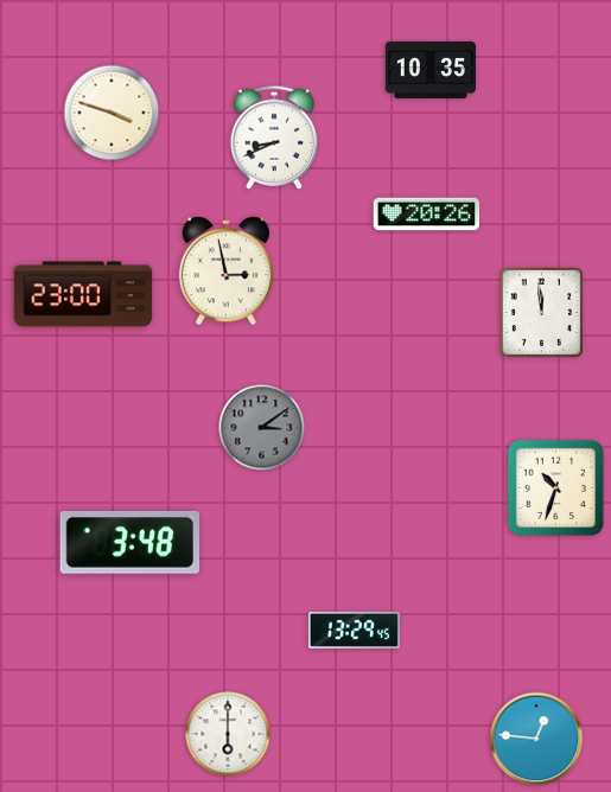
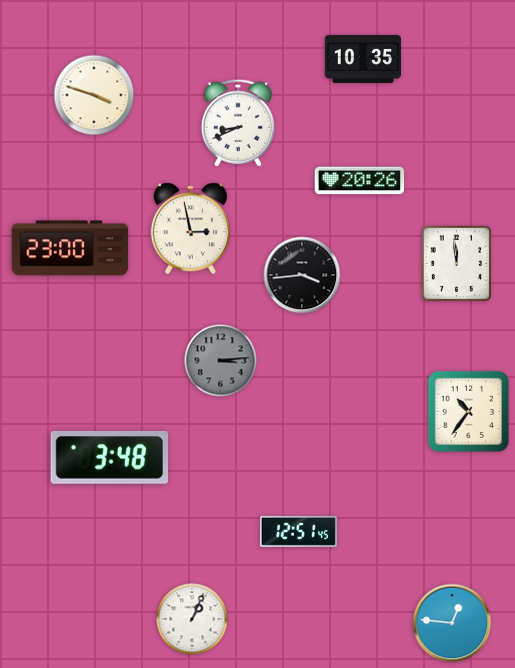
clock at (274, 138) position: (274, 138) -> (238, 123)
clock at (302, 275): none -> 3:44
clock at (262, 428): 3:09 -> 3:14
clock at (555, 487): 10:33 -> 10:36
clock at (354, 630): 13:29 -> 12:51
clock at (228, 734): 6:00 -> 1:04
